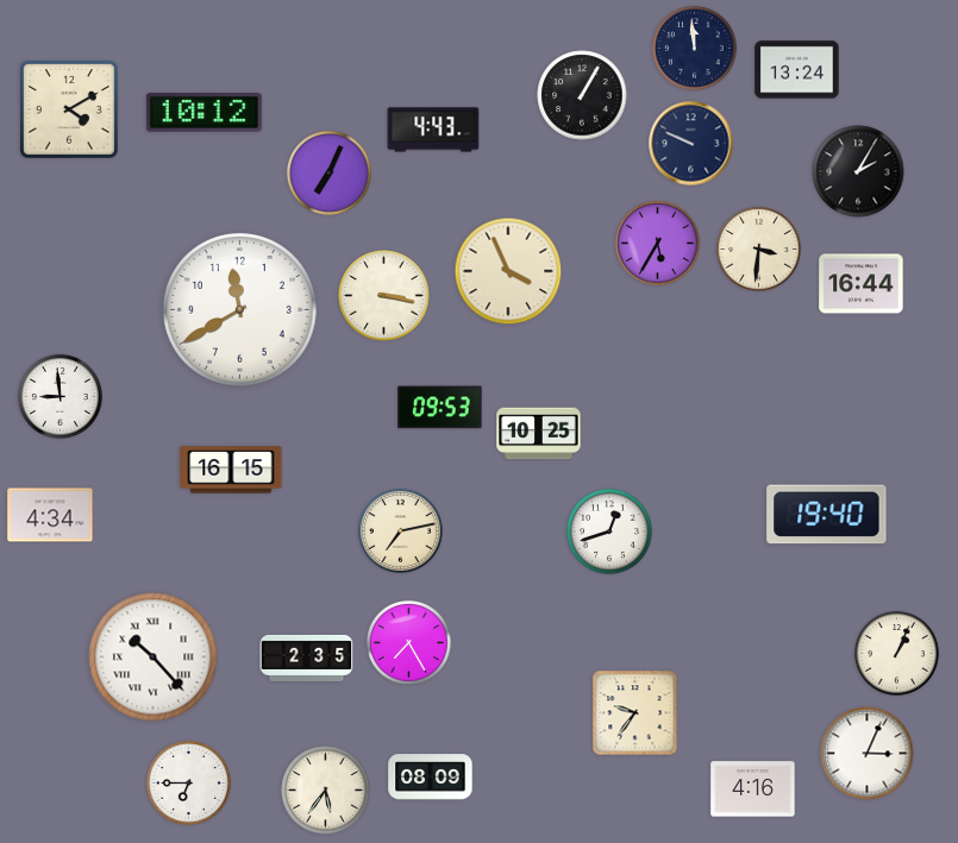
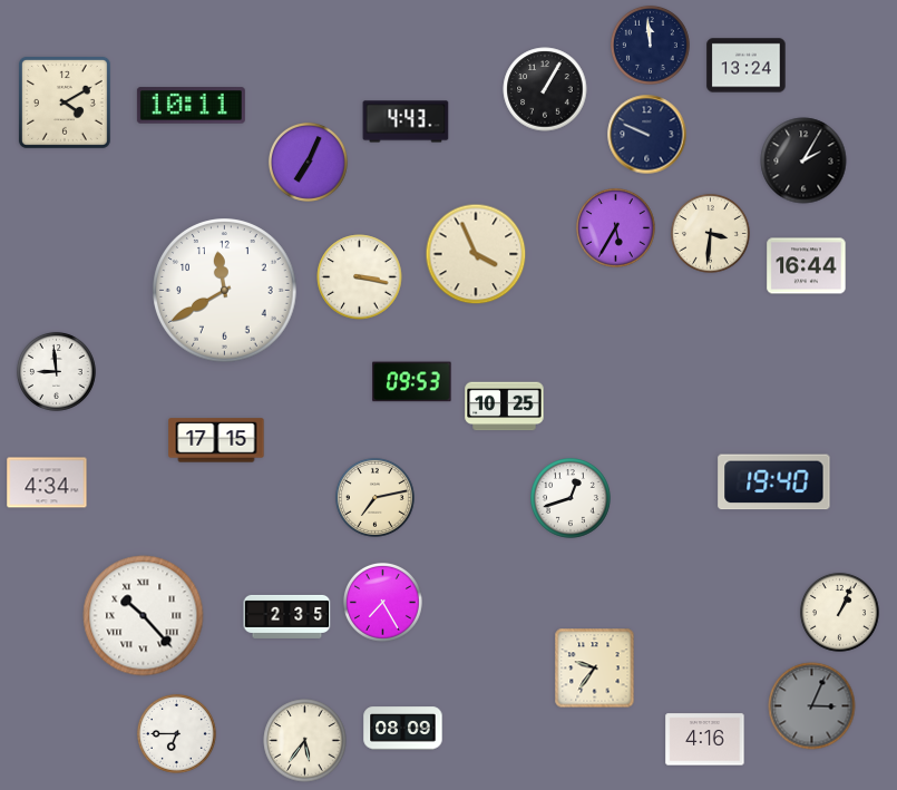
clock at (204, 113): 10:12 -> 10:11
clock at (231, 470): 16:15 -> 17:15
clock at (868, 754) dial: white -> grey
